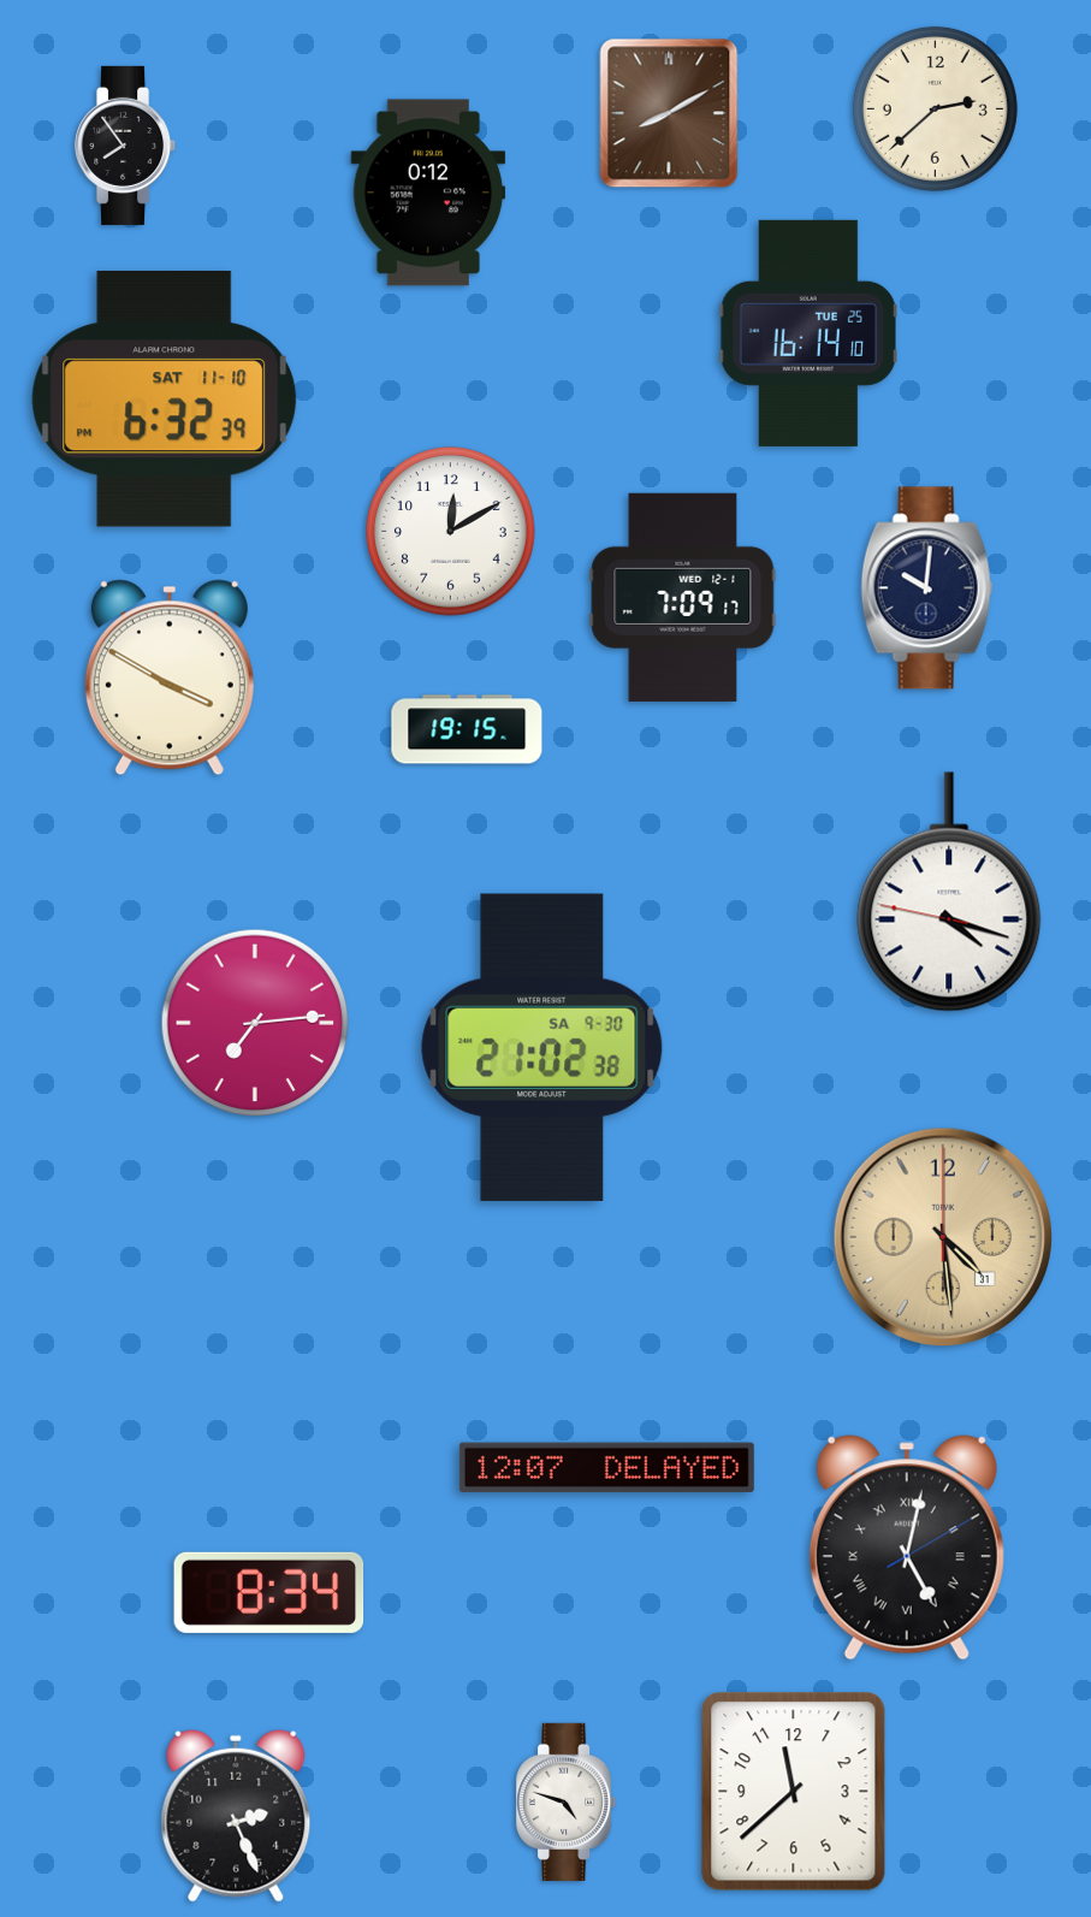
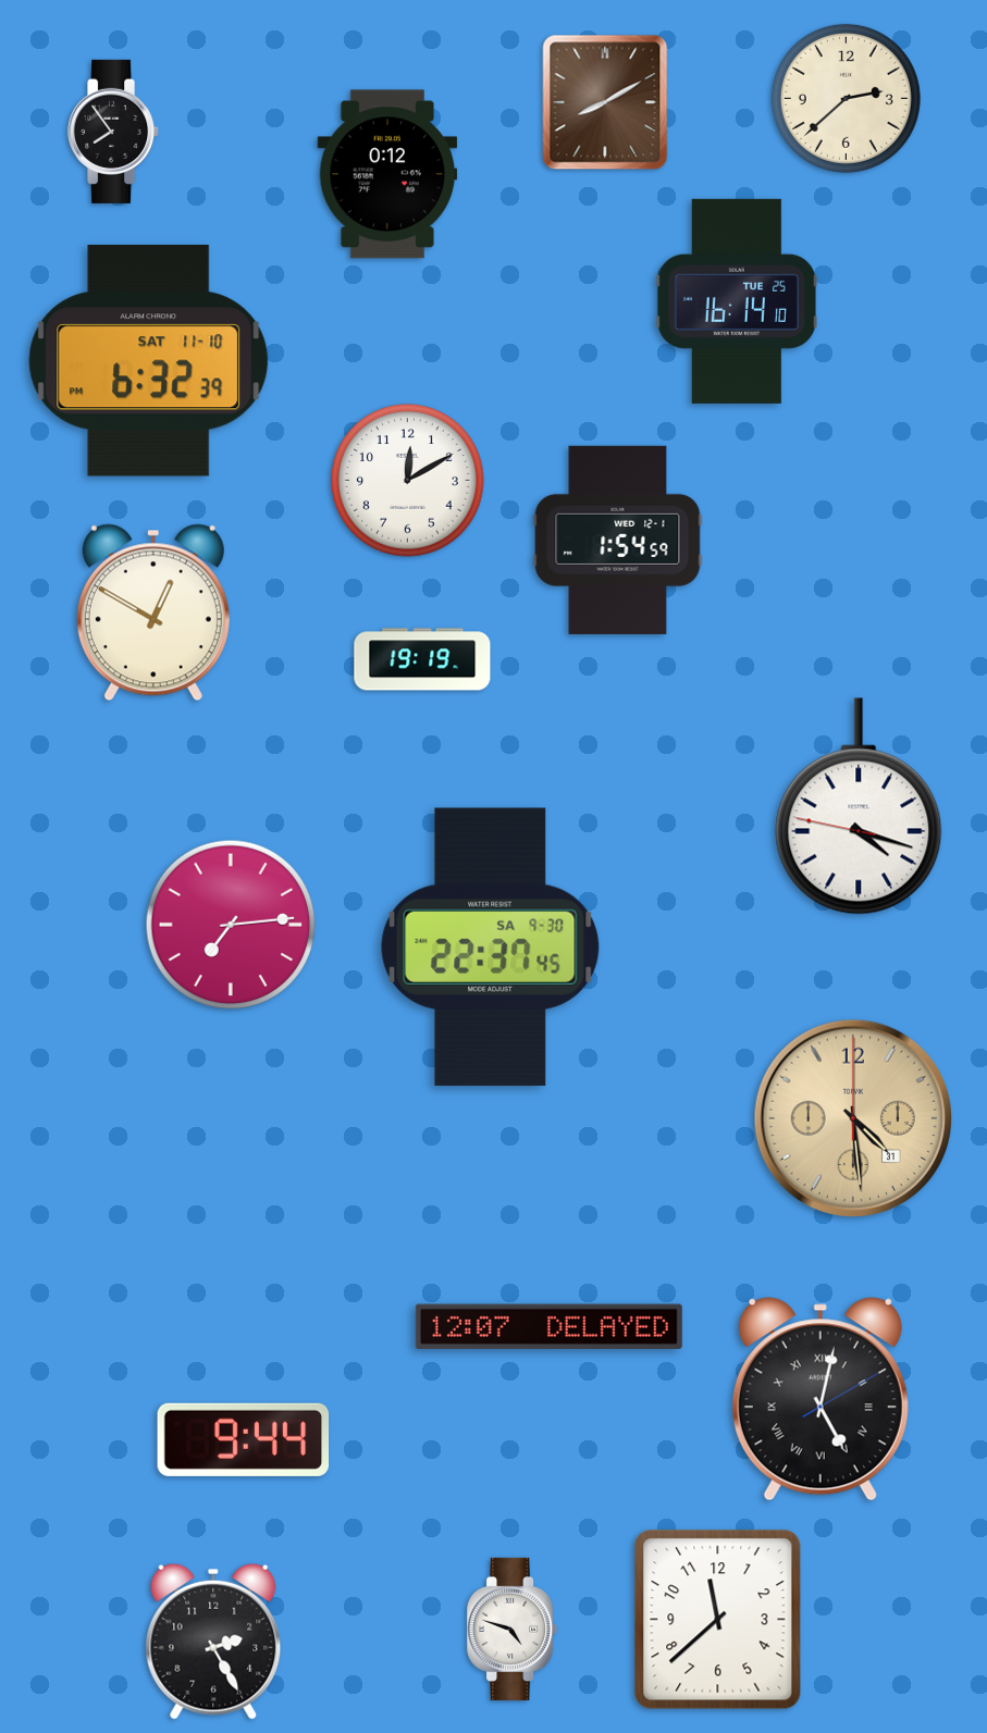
clock at (808, 333) position: (808, 333) -> (737, 301)
clock at (927, 588): 10:01 -> none
clock at (683, 597): 7:09 -> 1:54
clock at (170, 678): 3:50 -> 12:50
clock at (467, 729): 19:15 -> 19:19
clock at (542, 1047): 21:02 -> 22:37
clock at (269, 1592): 8:34 -> 9:44
clock at (236, 1816): 2:26 -> 2:25
